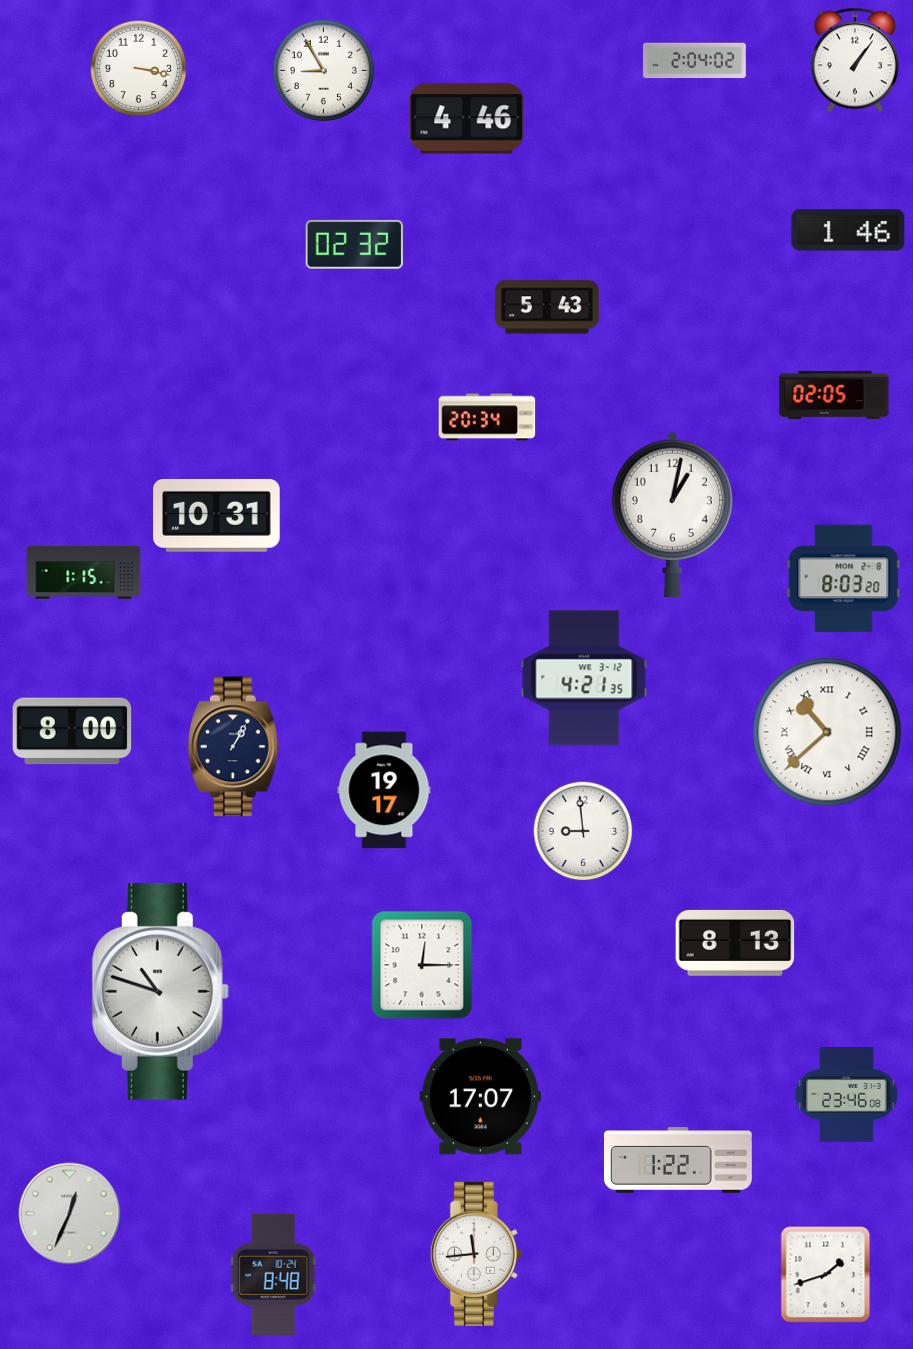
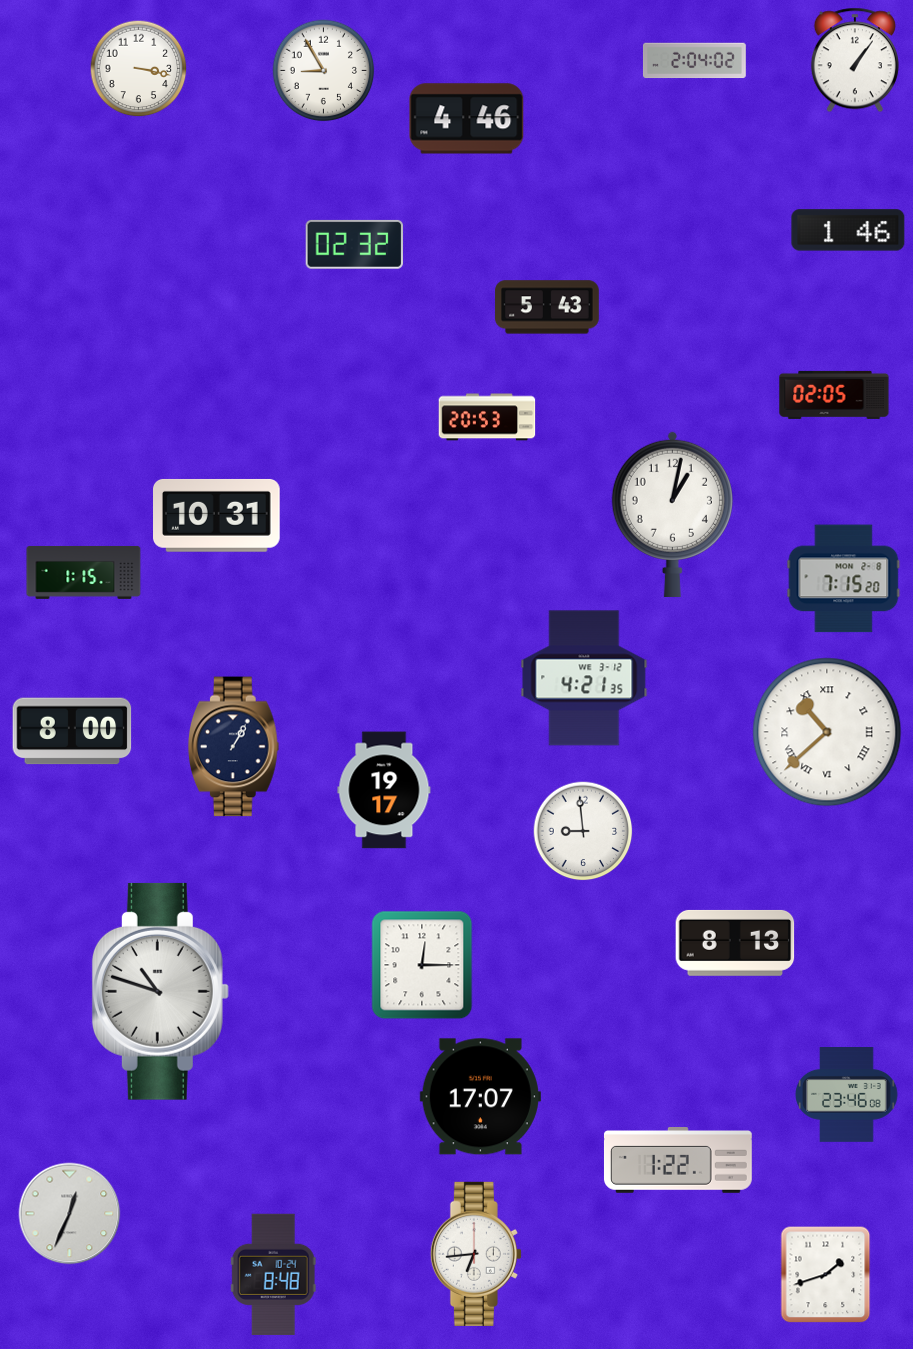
clock at (487, 417): 20:34 -> 20:53
clock at (844, 579): 8:03 -> 7:15
clock at (476, 1254): 11:44 -> 6:44
